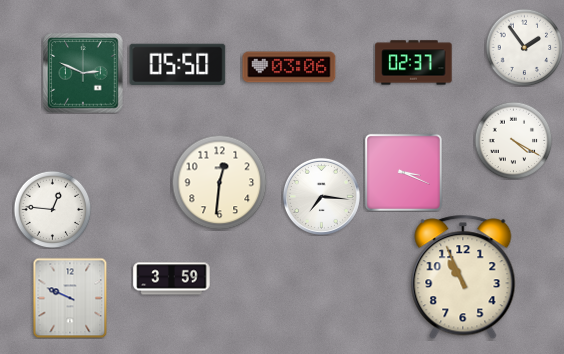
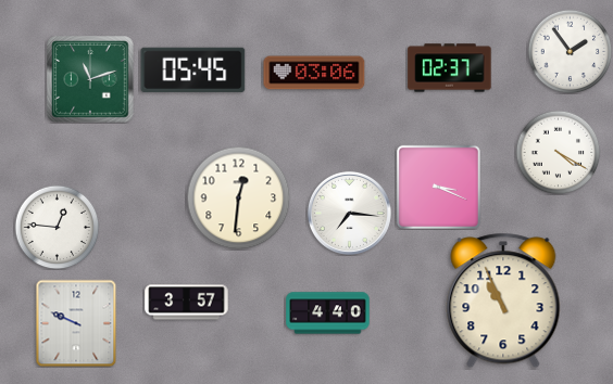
clock at (178, 64): 05:50 -> 05:45
clock at (83, 73): 2:49 -> 11:12
clock at (172, 279): 3:59 -> 3:57
clock at (328, 313): none -> 4:40
